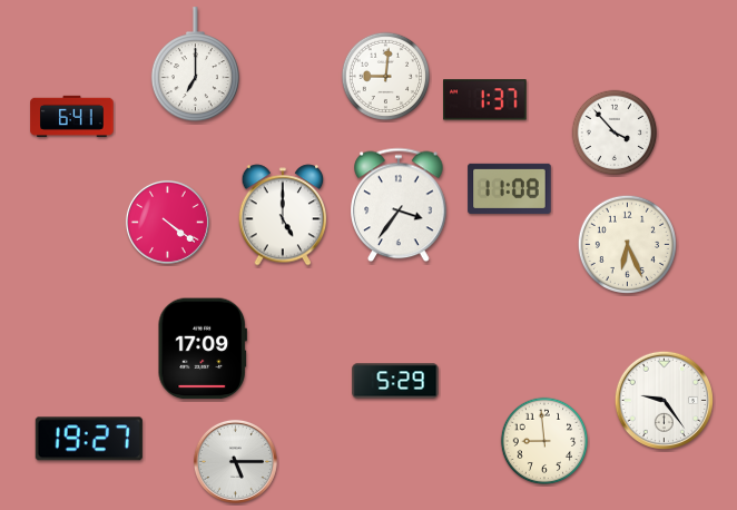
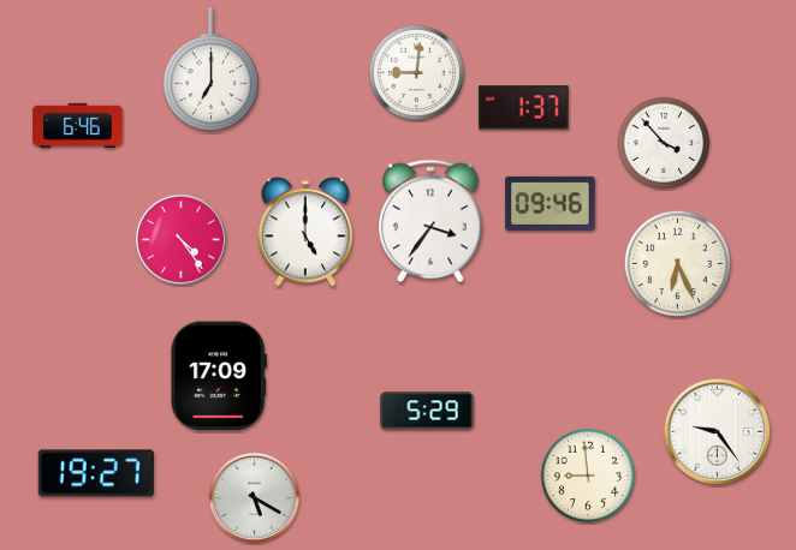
clock at (386, 77) position: (386, 77) -> (417, 73)
clock at (72, 116): 6:41 -> 6:46
clock at (510, 188): 11:08 -> 09:46
clock at (167, 222): 4:21 -> 4:24
clock at (235, 461): 5:15 -> 5:20
